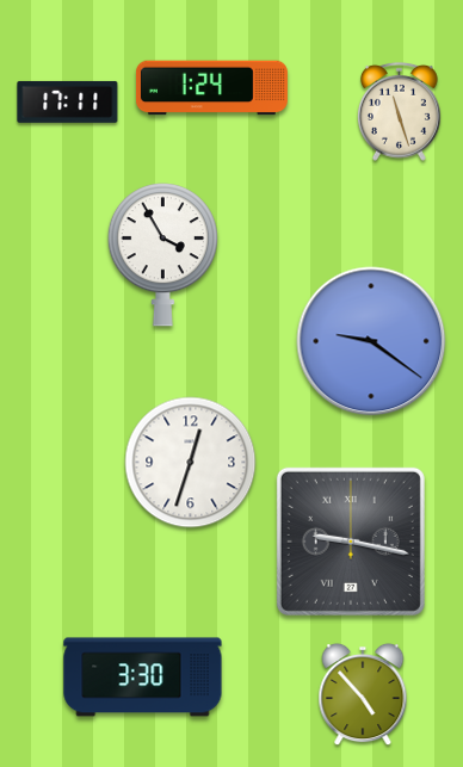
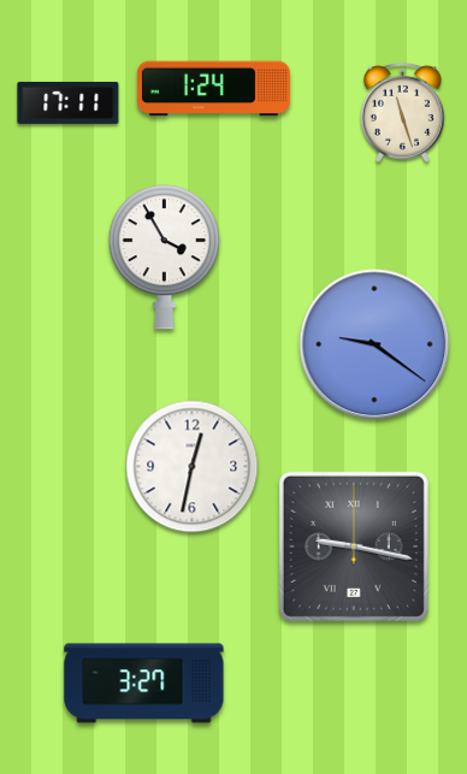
clock at (191, 463): 12:33 -> 12:32
clock at (143, 678): 3:30 -> 3:27
clock at (363, 694): 4:53 -> none
